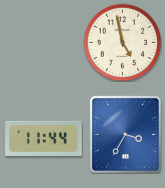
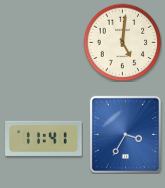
clock at (122, 42): 4:58 -> 5:01
clock at (44, 138): 11:44 -> 11:41
